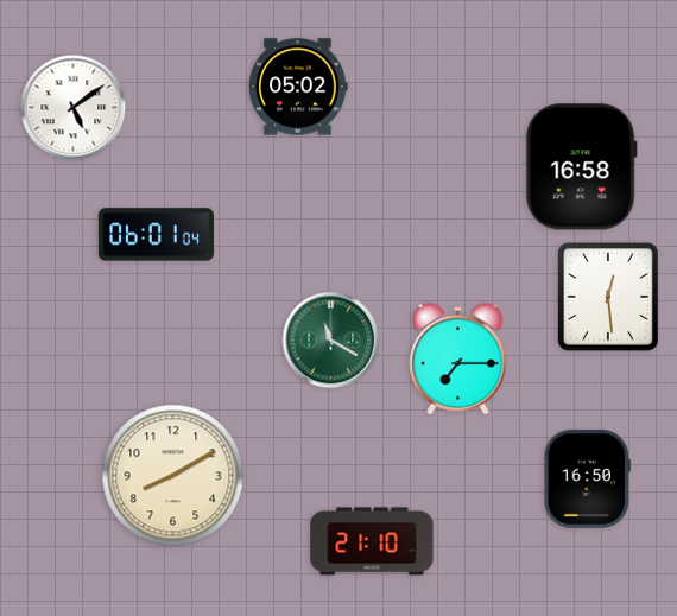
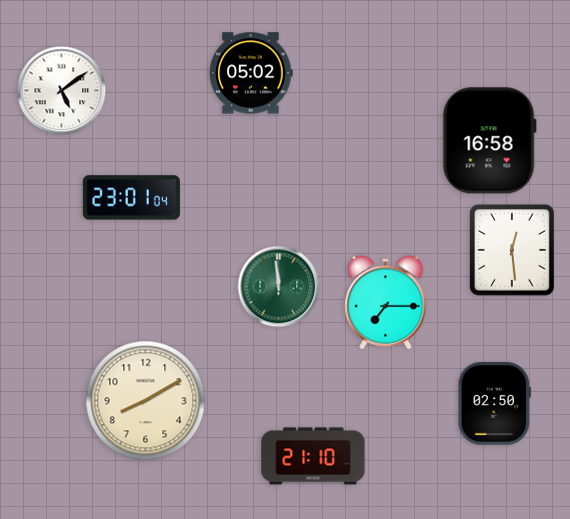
clock at (156, 235): 06:01 -> 23:01
clock at (331, 341): 11:20 -> 11:59
clock at (587, 480): 16:50 -> 02:50
